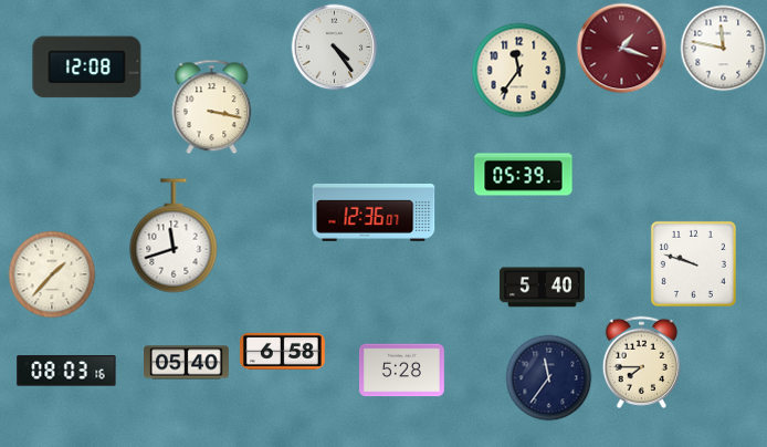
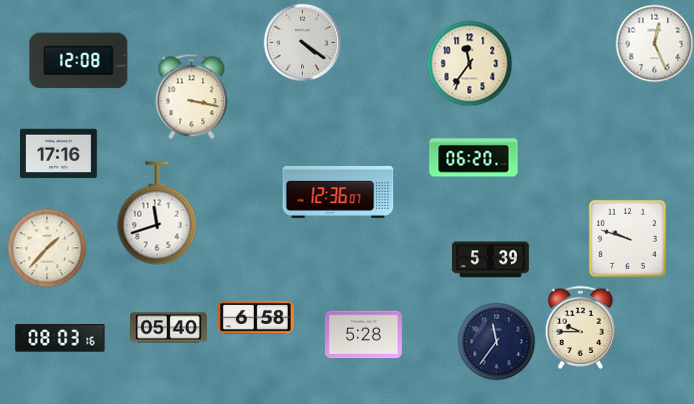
clock at (334, 46): 4:24 -> 4:21
clock at (621, 48): 1:18 -> none
clock at (723, 48): 11:47 -> 12:26
clock at (58, 154): none -> 17:16
clock at (524, 175): 05:39 -> 06:20
clock at (542, 288): 5:40 -> 5:39
clock at (641, 362): 7:45 -> 9:45
clock at (66, 371) position: (66, 371) -> (60, 338)
